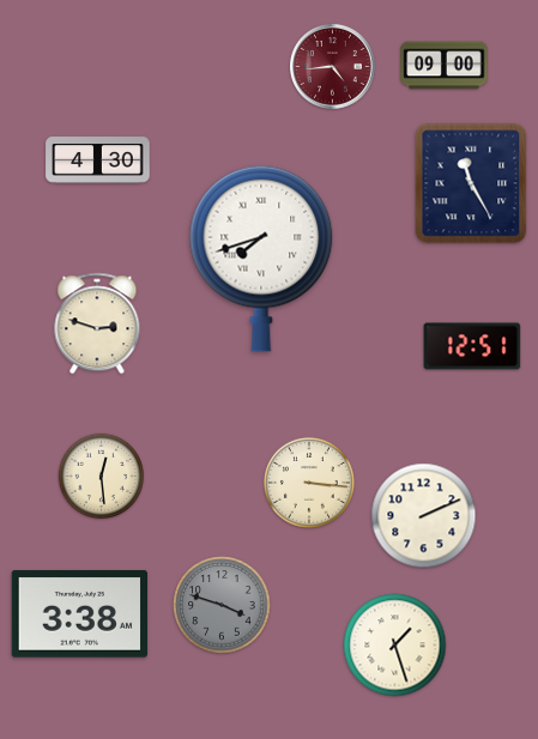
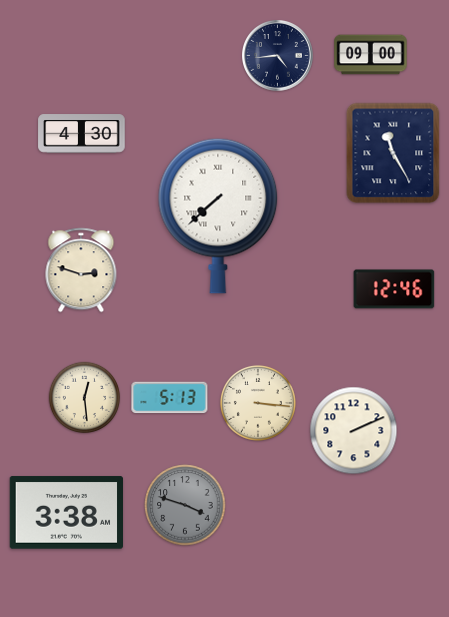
clock at (333, 67) dial: burgundy -> navy
clock at (261, 259): 7:42 -> 7:38
clock at (472, 346): 12:51 -> 12:46
clock at (170, 398): none -> 5:13
clock at (395, 646): 1:27 -> none
